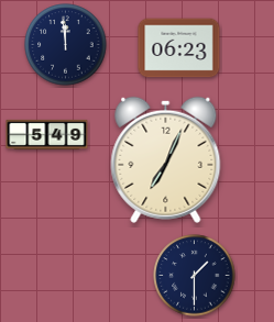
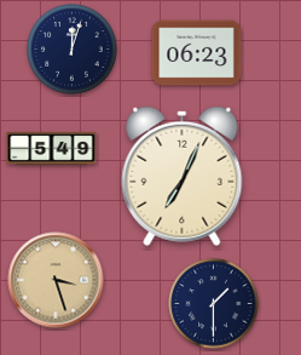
clock at (66, 45): 11:59 -> 12:03
clock at (56, 280): none -> 3:27
